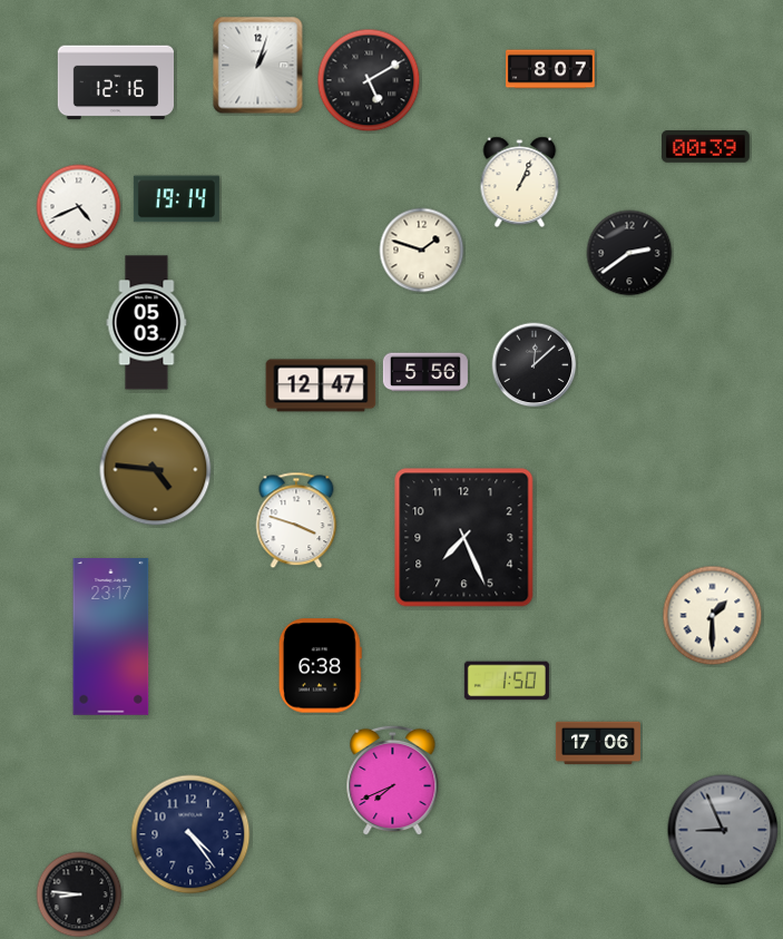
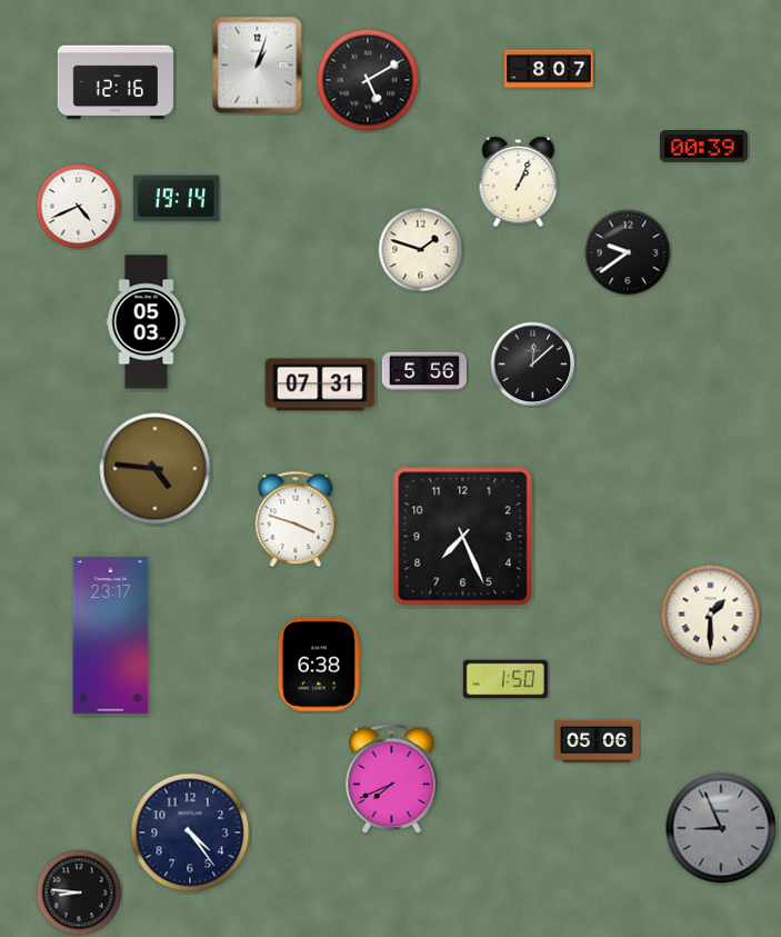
clock at (629, 253): 2:39 -> 9:39
clock at (321, 385): 12:47 -> 07:31
clock at (598, 743): 17:06 -> 05:06
